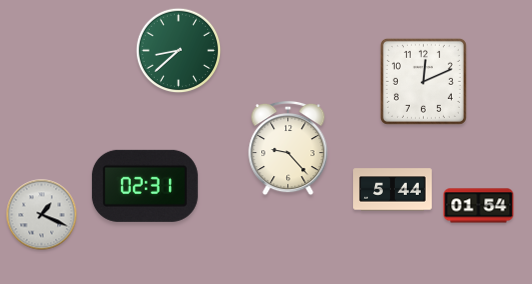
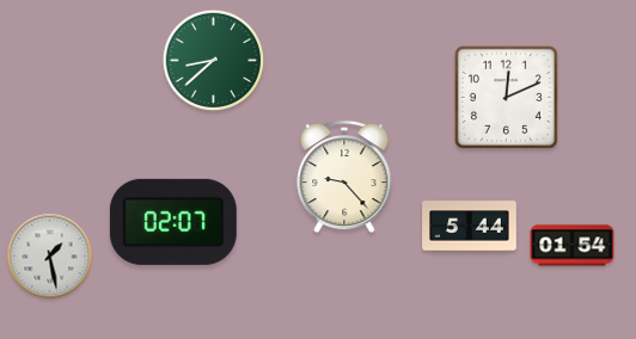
clock at (145, 186): 02:31 -> 02:07
clock at (42, 215): 1:19 -> 1:28
